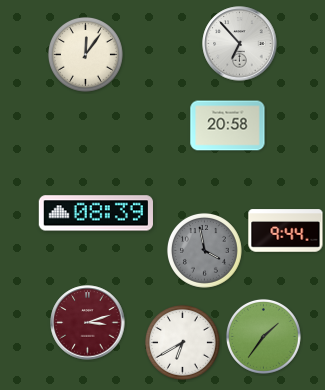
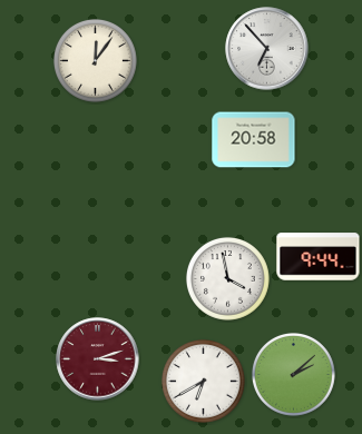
clock at (96, 213): 08:39 -> none
clock at (204, 250) dial: grey -> white
clock at (263, 336): 1:36 -> 2:08
